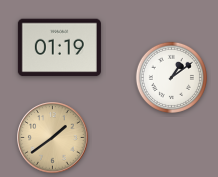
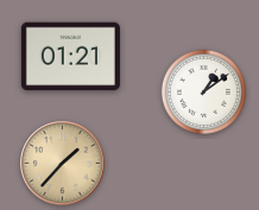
clock at (59, 48): 01:19 -> 01:21
clock at (53, 138): 1:39 -> 1:37
